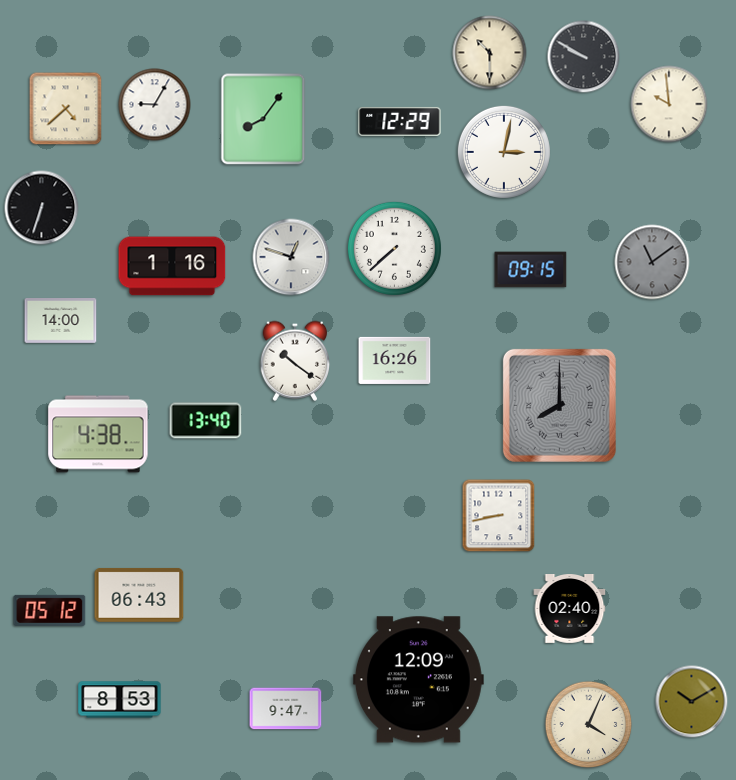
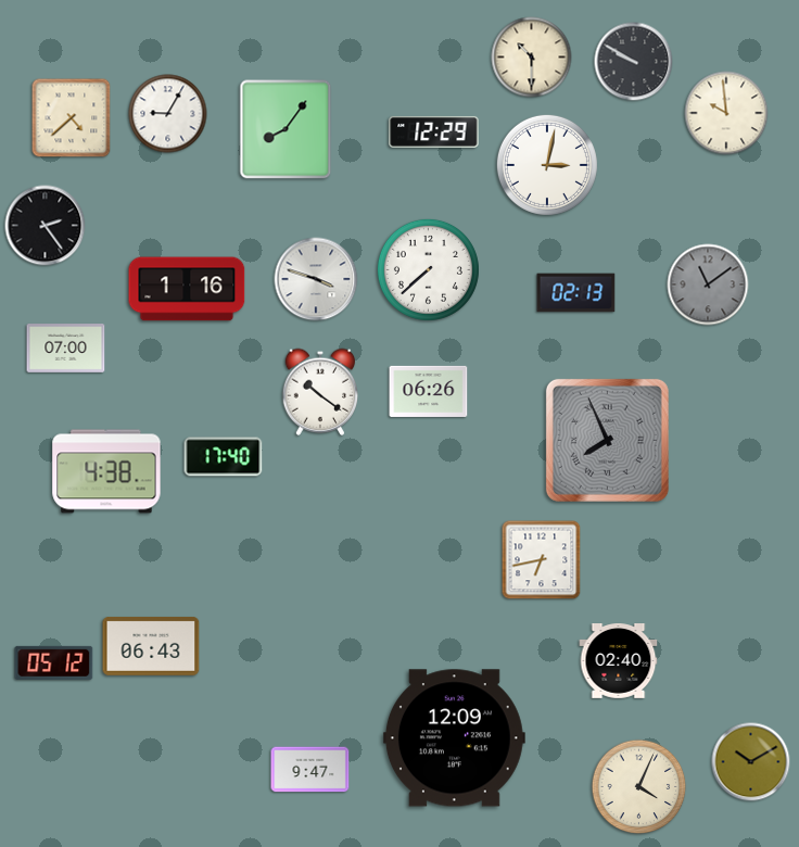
clock at (42, 208): 6:33 -> 2:24
clock at (291, 257): 12:48 -> 3:48
clock at (531, 270): 09:15 -> 02:13
clock at (61, 321): 14:00 -> 07:00
clock at (395, 360): 16:26 -> 06:26
clock at (559, 405): 8:00 -> 7:56
clock at (206, 421): 13:40 -> 17:40
clock at (499, 516): 8:43 -> 6:43
clock at (120, 700): 8:53 -> none
